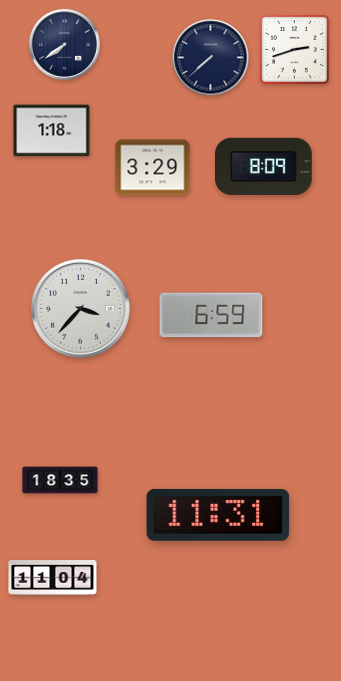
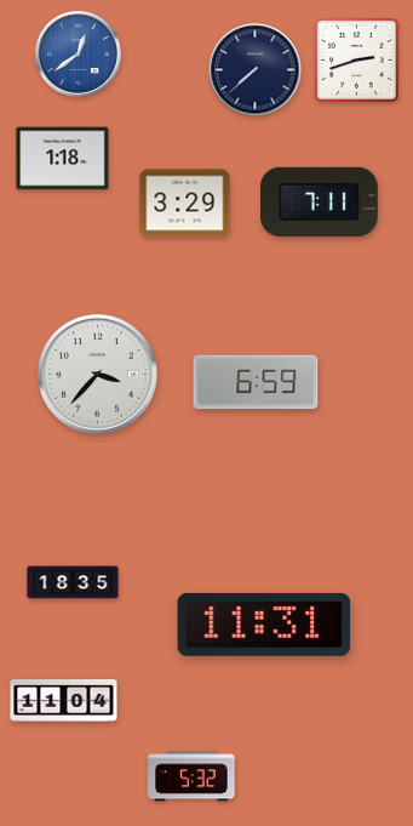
clock at (65, 45): 7:39 -> 12:39
clock at (65, 45) dial: navy -> blue
clock at (264, 166): 8:09 -> 7:11
clock at (191, 776): none -> 5:32
